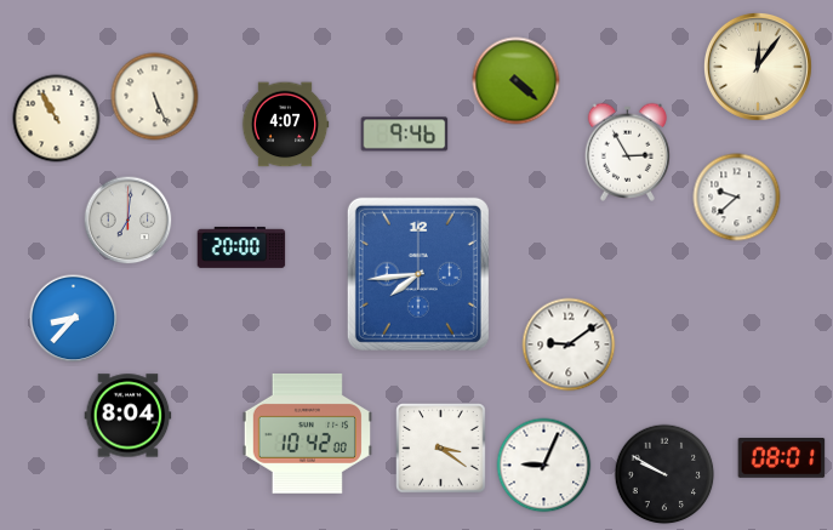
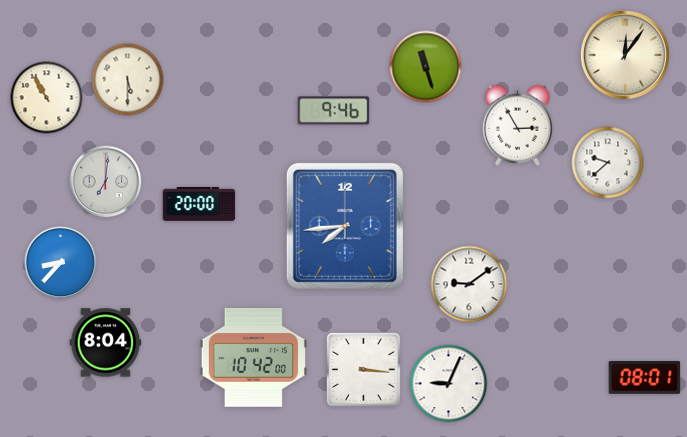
clock at (517, 81): 4:22 -> 11:27
clock at (155, 97): 5:26 -> 5:30
clock at (285, 125): 4:07 -> none
clock at (441, 449): 3:21 -> 3:16
clock at (664, 474): 9:50 -> none
